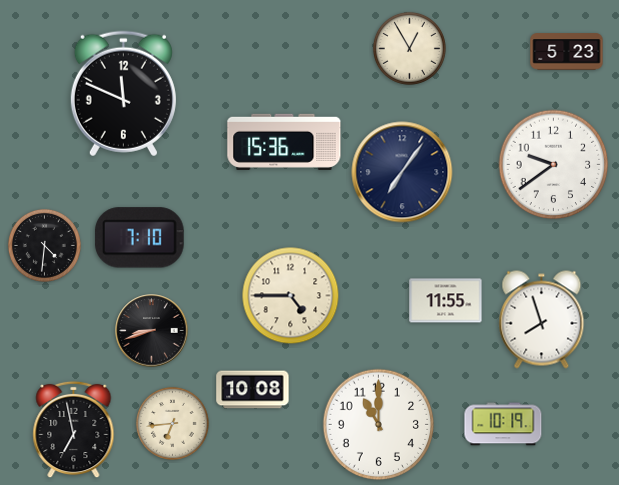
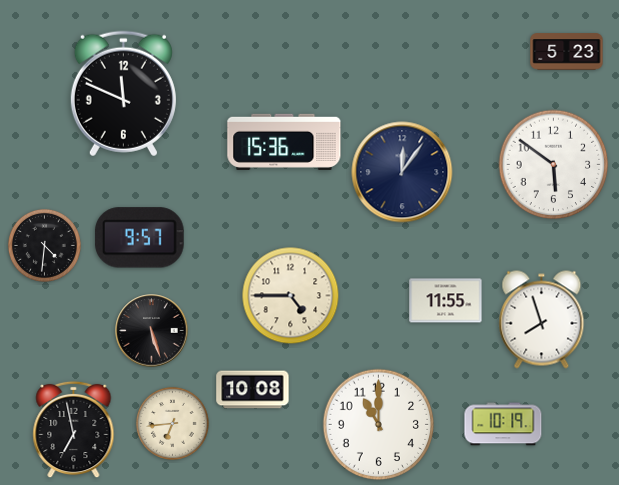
clock at (409, 48): 12:55 -> none
clock at (554, 165): 9:39 -> 5:51
clock at (402, 172): 7:06 -> 12:06
clock at (139, 238): 7:10 -> 9:57
clock at (152, 331): 8:42 -> 5:27
